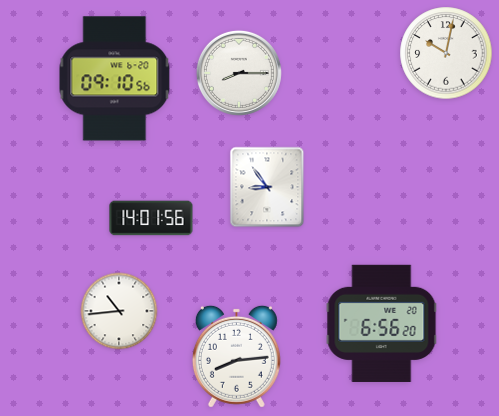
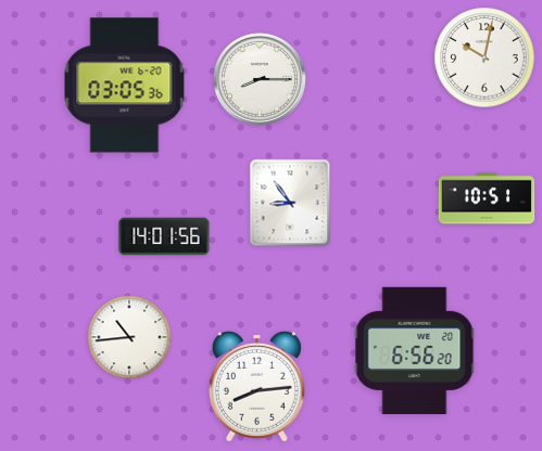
clock at (115, 79): 09:10 -> 03:05
clock at (487, 198): none -> 10:51
